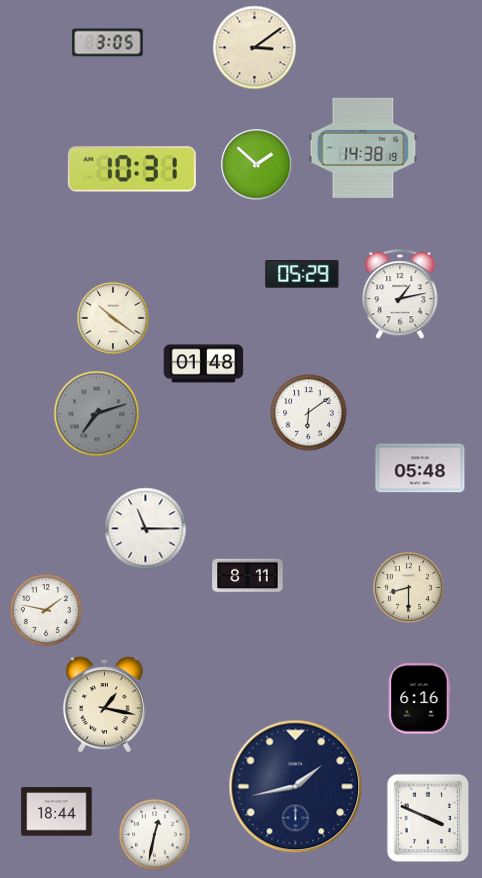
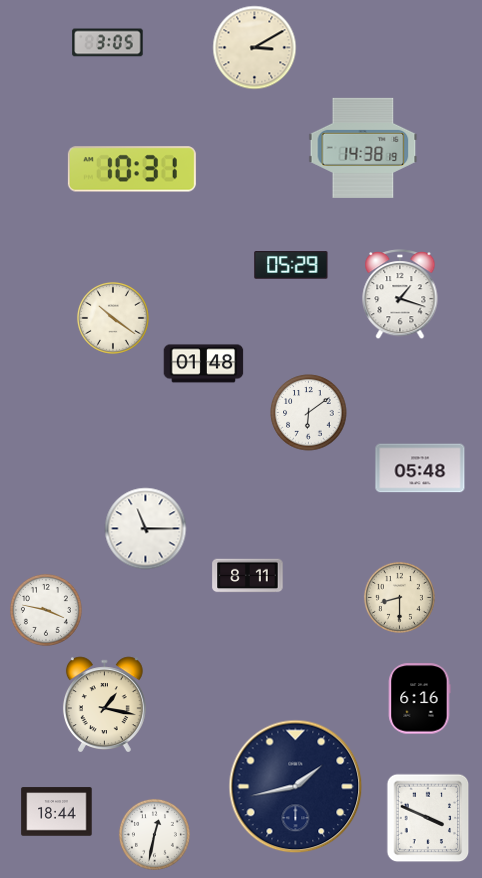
clock at (255, 48): 3:09 -> 3:10
clock at (257, 165): 1:52 -> none
clock at (302, 274) position: (302, 274) -> (291, 265)
clock at (400, 294): 1:13 -> 1:18
clock at (97, 414): 7:12 -> none
clock at (408, 587) position: (408, 587) -> (399, 597)
clock at (46, 610): 1:47 -> 3:47
